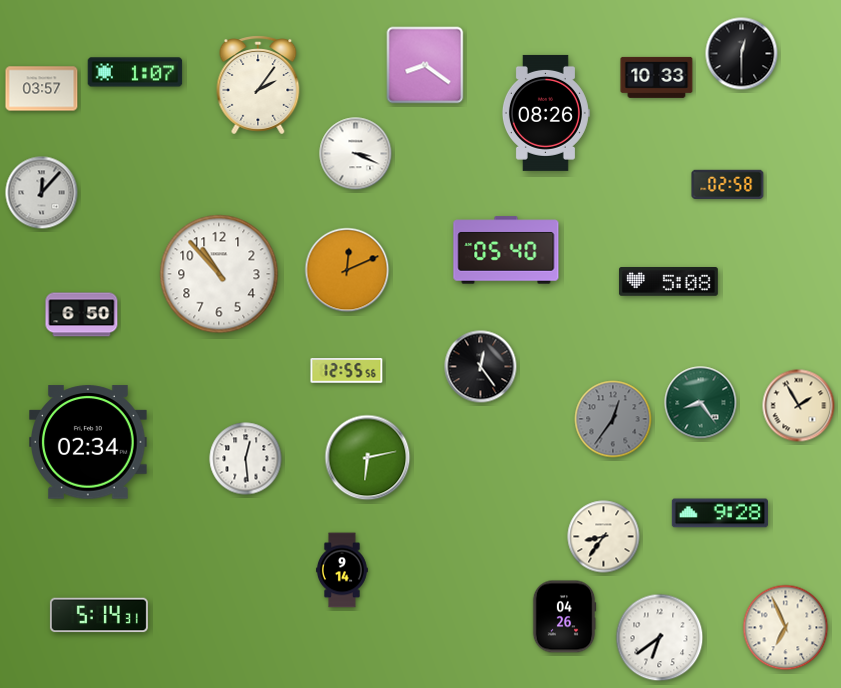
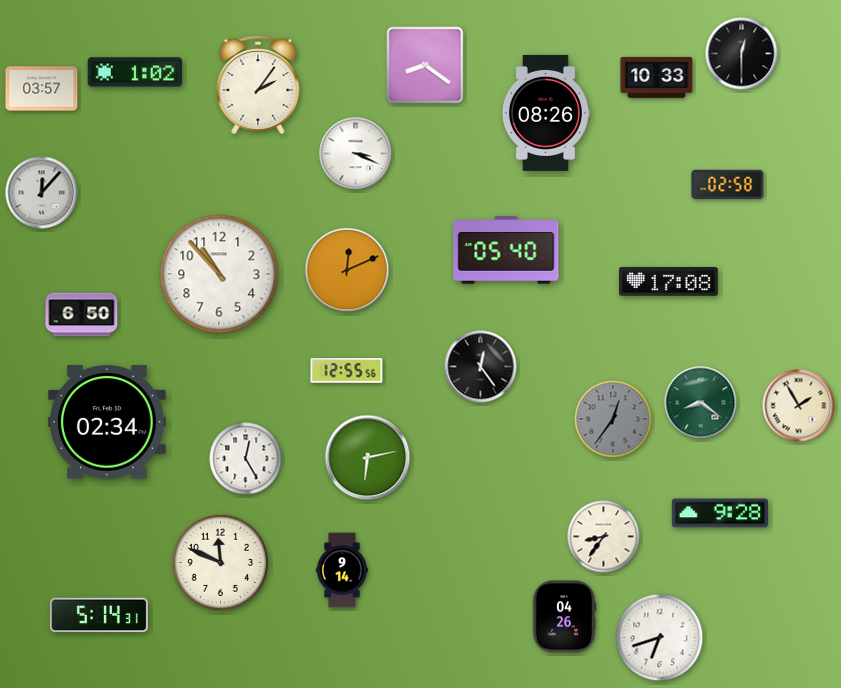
clock at (135, 72): 1:07 -> 1:02
clock at (668, 282): 5:08 -> 17:08
clock at (701, 403): 8:24 -> 8:21
clock at (89, 442) position: (89, 442) -> (108, 422)
clock at (246, 459): 12:29 -> 12:25
clock at (220, 562): none -> 11:49
clock at (786, 628): 6:56 -> none
clock at (660, 638): 6:39 -> 6:42
